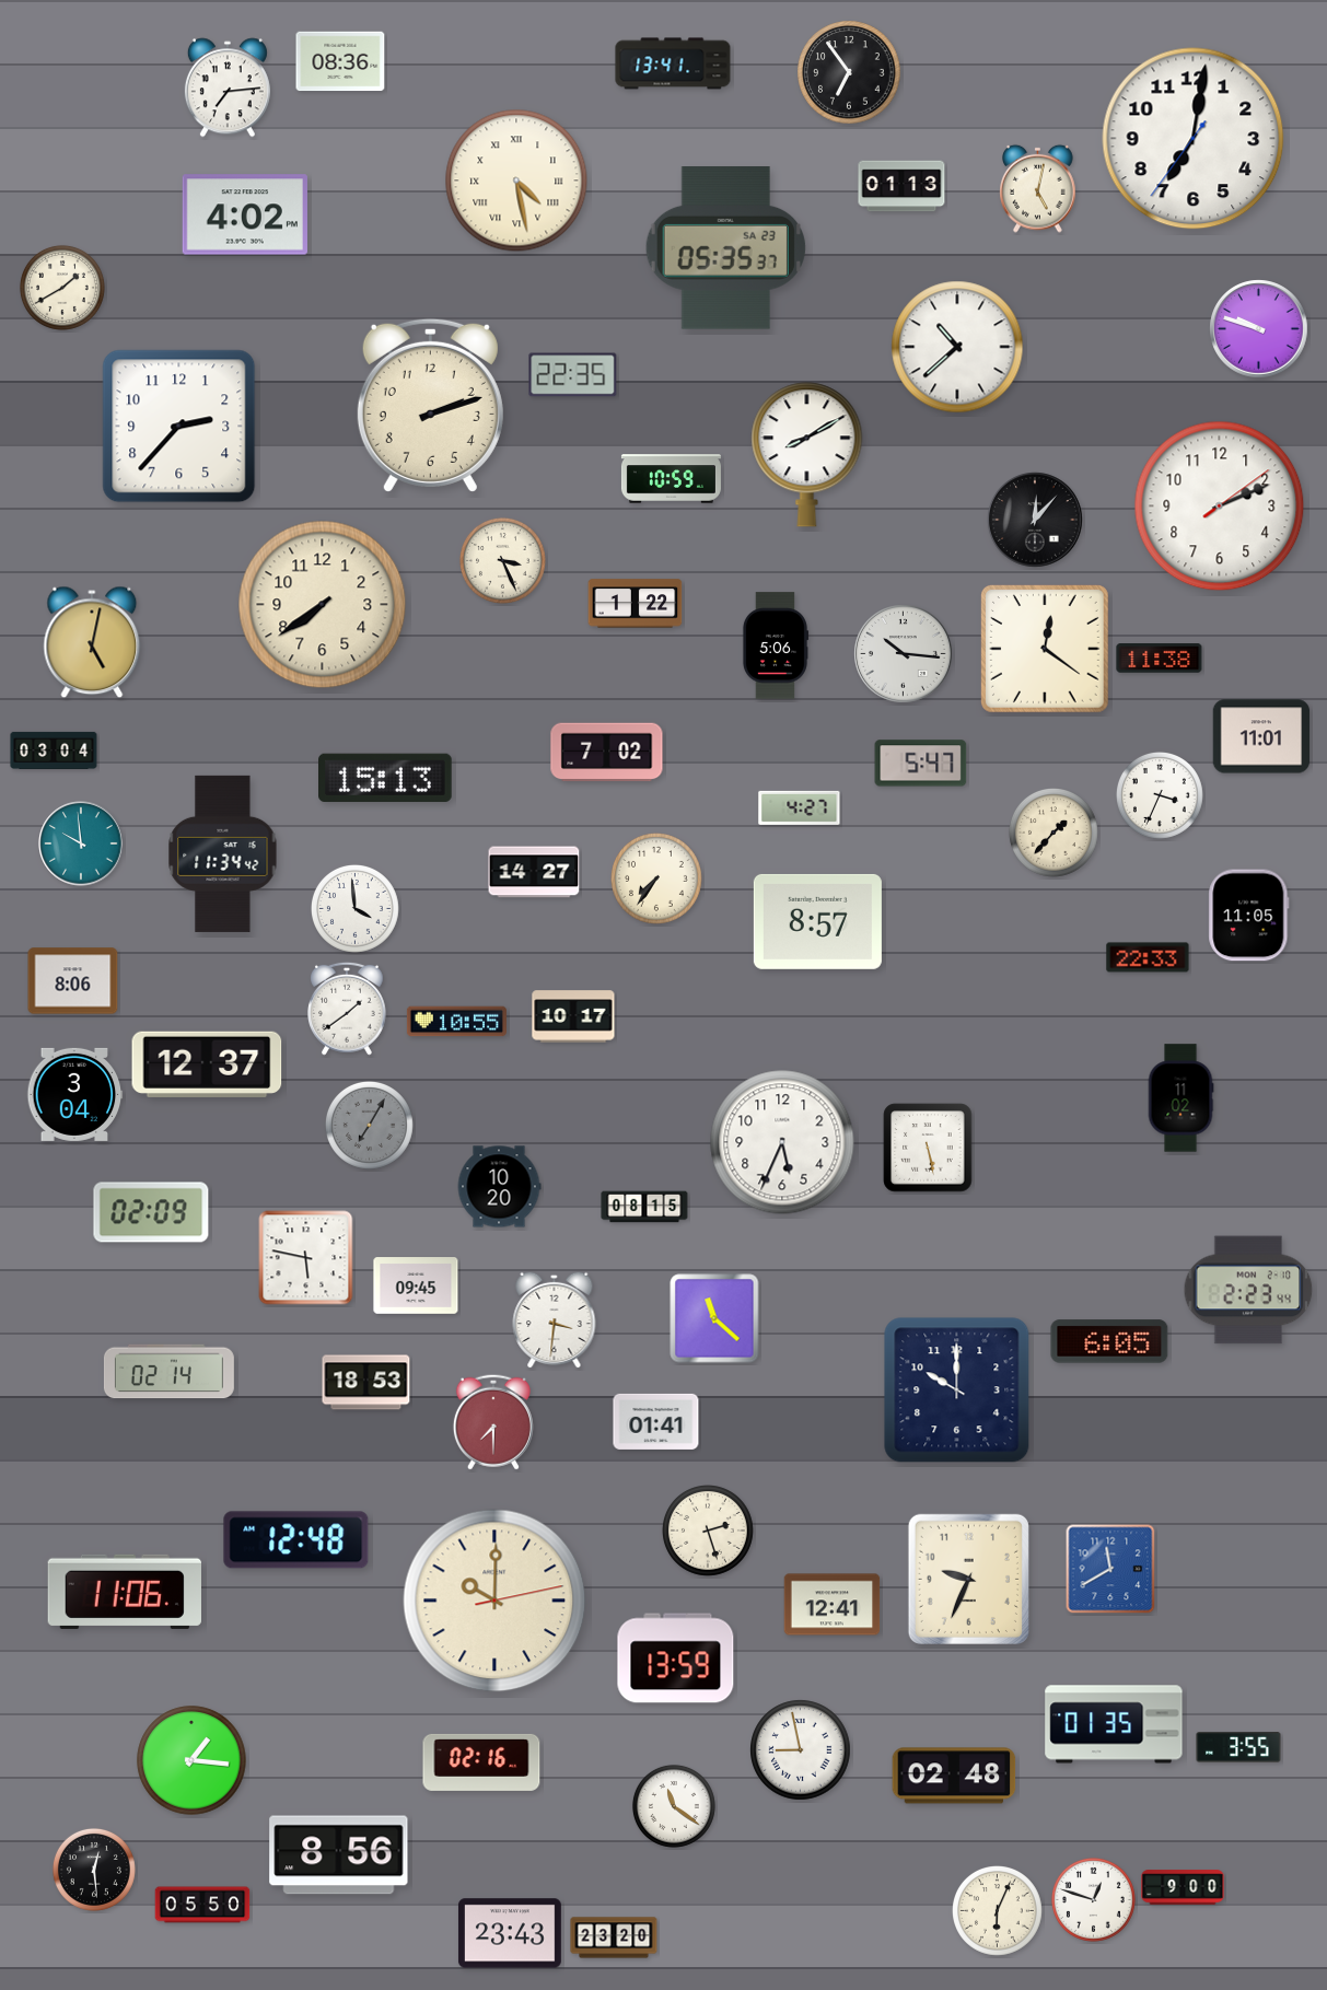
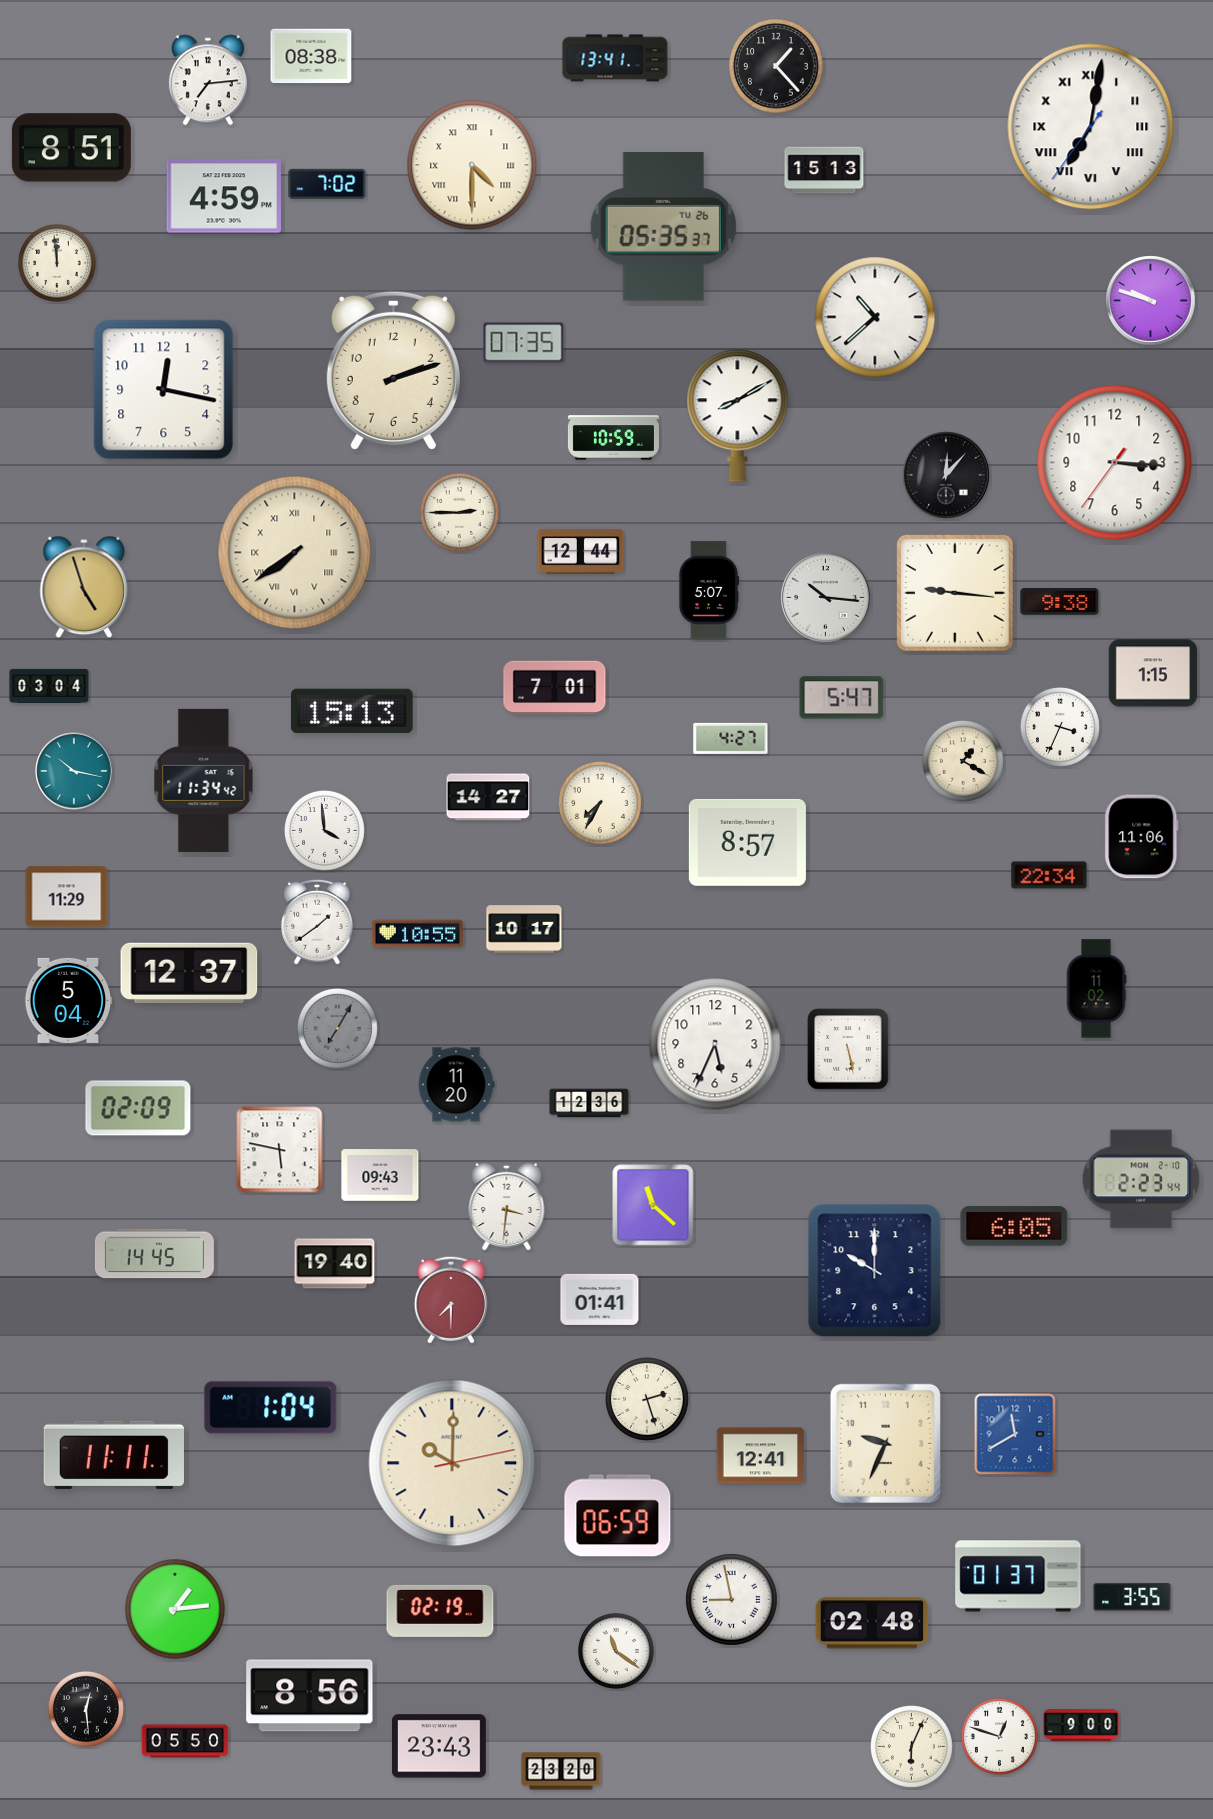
clock at (340, 61): 08:36 -> 08:38
clock at (849, 72): 6:54 -> 1:23
clock at (1194, 139) numerals: Arabic -> Roman
clock at (71, 148): none -> 8:51
clock at (516, 181): 4:28 -> 4:30
clock at (901, 186): 01:13 -> 15:13
clock at (1038, 188): 5:02 -> none
clock at (327, 184): none -> 7:02
clock at (244, 214): 4:02 -> 4:59
clock at (725, 248) date: SA 23 -> TU 26
clock at (62, 288): 1:40 -> 11:59
clock at (573, 375): 22:35 -> 07:35
clock at (179, 427): 2:37 -> 12:17
clock at (1220, 507): 2:11 -> 3:15
clock at (502, 560): 3:26 -> 2:45
clock at (636, 604): 1:22 -> 12:44
clock at (323, 605) numerals: Arabic -> Roman
clock at (92, 642): 5:02 -> 4:57
clock at (775, 645): 5:06 -> 5:07
clock at (1045, 649): 12:21 -> 9:16
clock at (1160, 659): 11:38 -> 9:38
clock at (1261, 736): 11:01 -> 1:15
clock at (607, 753): 7:02 -> 7:01
clock at (1055, 834): 1:37 -> 1:20
clock at (81, 843): 9:59 -> 10:17
clock at (657, 880): 7:36 -> 7:35
clock at (1249, 916): 11:05 -> 11:06
clock at (1148, 957): 22:33 -> 22:34
clock at (73, 981): 8:06 -> 11:29
clock at (75, 1094): 3:04 -> 5:04
clock at (1180, 1098) position: (1180, 1098) -> (1096, 989)
clock at (499, 1187): 10:20 -> 11:20
clock at (644, 1207): 08:15 -> 12:36
clock at (416, 1285): 09:45 -> 09:43
clock at (168, 1372): 02:14 -> 14:45
clock at (366, 1383): 18:53 -> 19:40
clock at (296, 1540): 12:48 -> 1:04
clock at (125, 1592): 11:06 -> 11:11
clock at (833, 1605) position: (833, 1605) -> (761, 1456)
clock at (676, 1659): 13:59 -> 06:59
clock at (1114, 1724): 01:35 -> 01:37
clock at (191, 1760): 1:16 -> 1:14
clock at (481, 1762): 02:16 -> 02:19
clock at (510, 1933) position: (510, 1933) -> (439, 1746)
